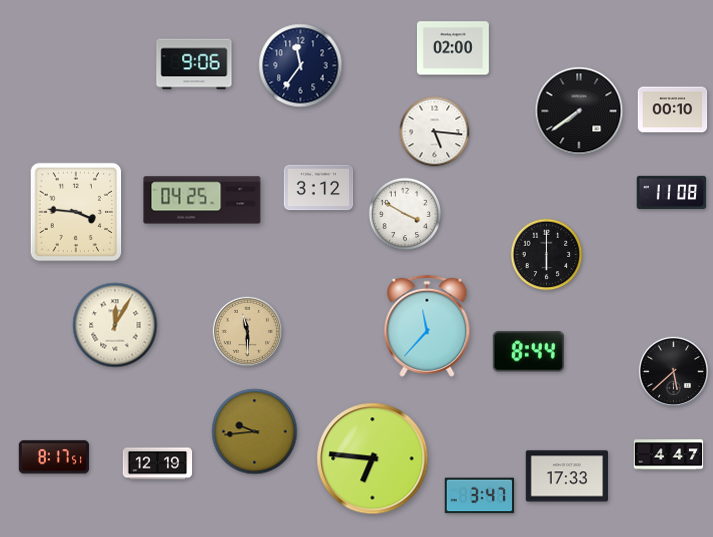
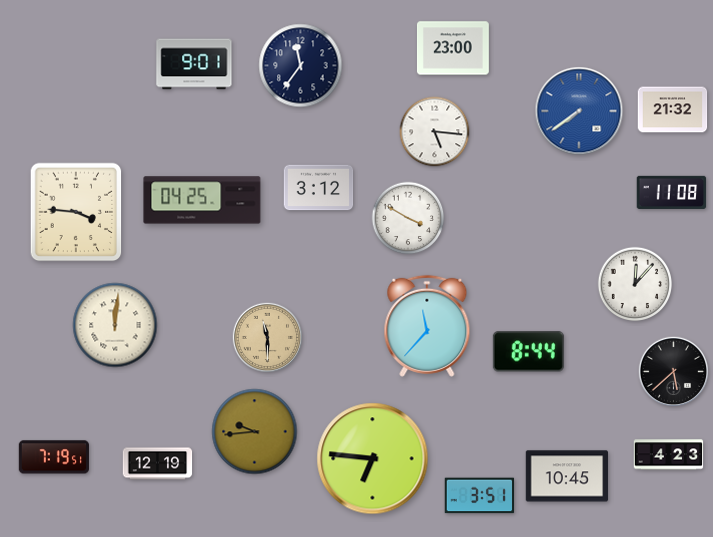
clock at (453, 48): 02:00 -> 23:00
clock at (194, 64): 9:06 -> 9:01
clock at (673, 110): 00:10 -> 21:32
clock at (579, 111) dial: black -> blue
clock at (405, 214) position: (405, 214) -> (408, 218)
clock at (547, 255): 6:00 -> none
clock at (635, 284): none -> 12:07
clock at (115, 325): 12:05 -> 12:01
clock at (247, 331) position: (247, 331) -> (267, 337)
clock at (669, 455): 4:47 -> 4:23
clock at (54, 457): 8:17 -> 7:19
clock at (567, 476): 17:33 -> 10:45
clock at (480, 496): 3:47 -> 3:51
